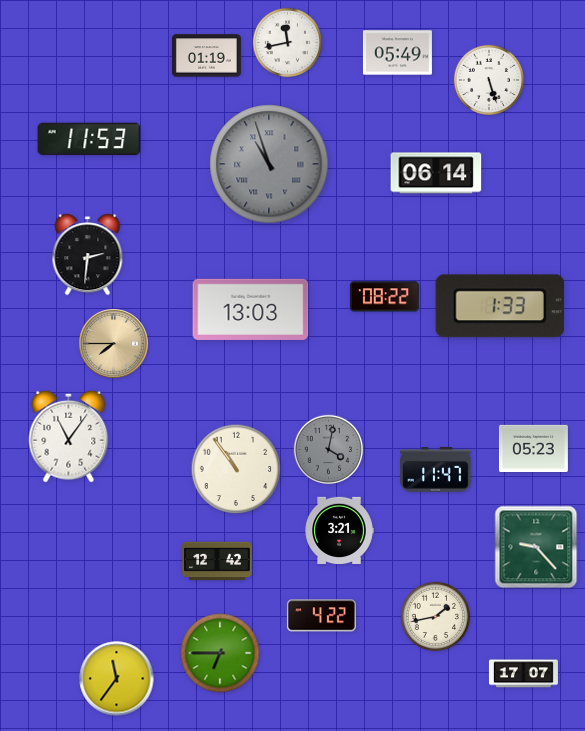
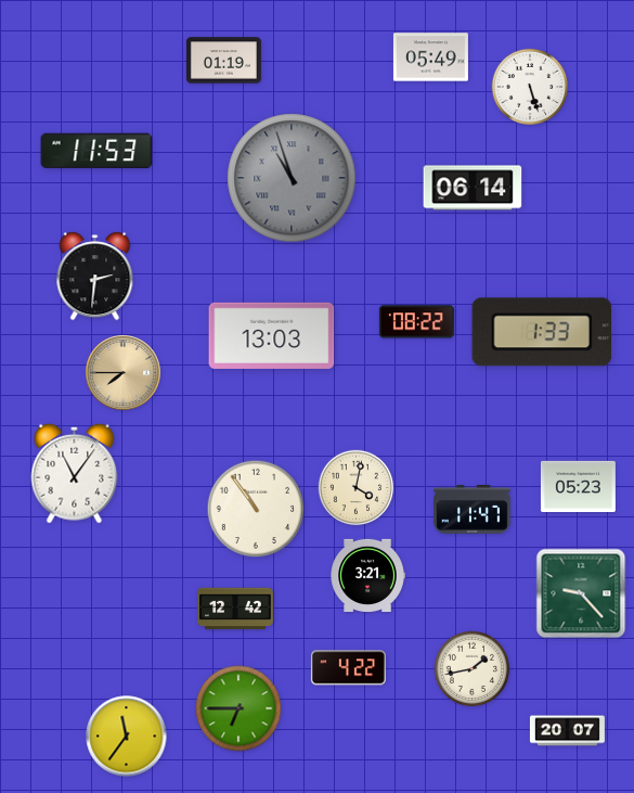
clock at (288, 43): 11:43 -> none
clock at (329, 450) dial: grey -> cream
clock at (523, 674): 17:07 -> 20:07
